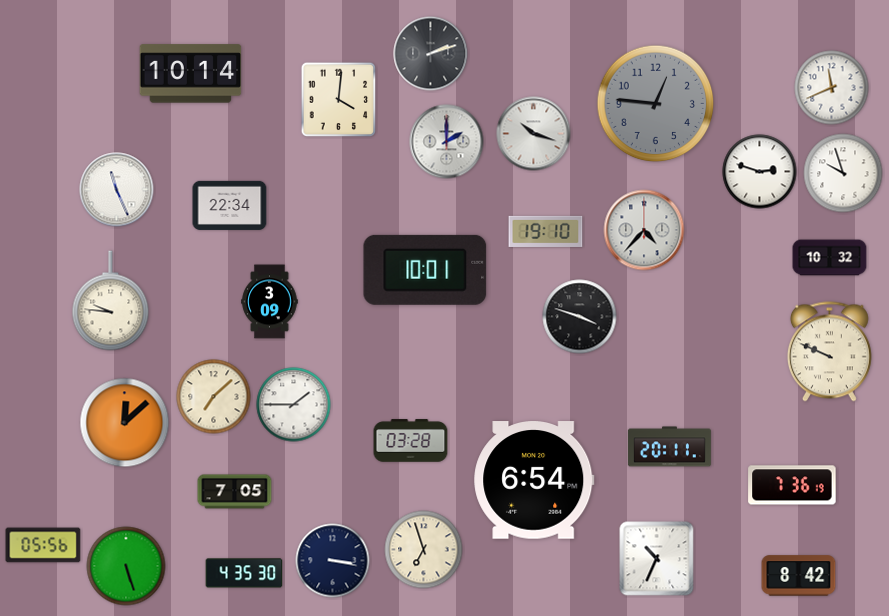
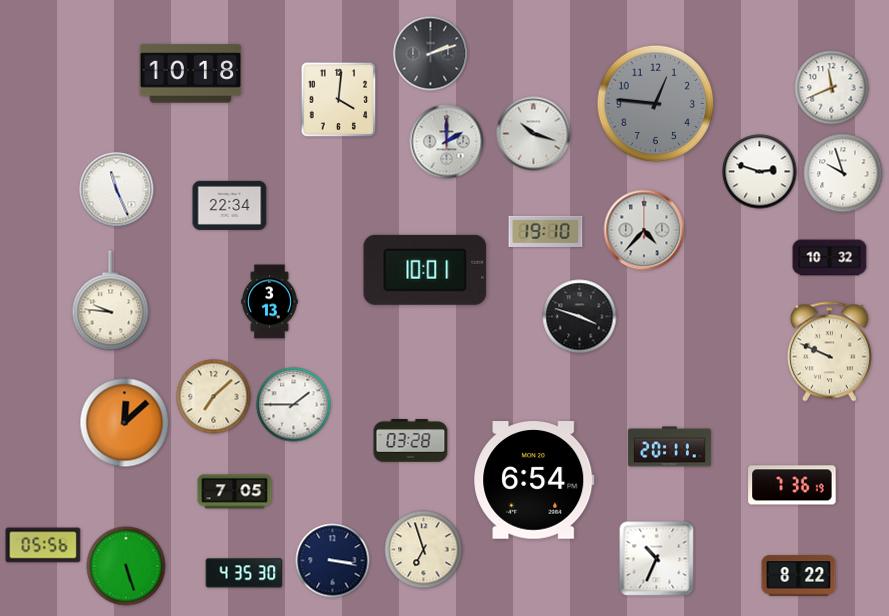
clock at (191, 74): 10:14 -> 10:18
clock at (270, 302): 3:09 -> 3:13
clock at (799, 576): 8:42 -> 8:22
